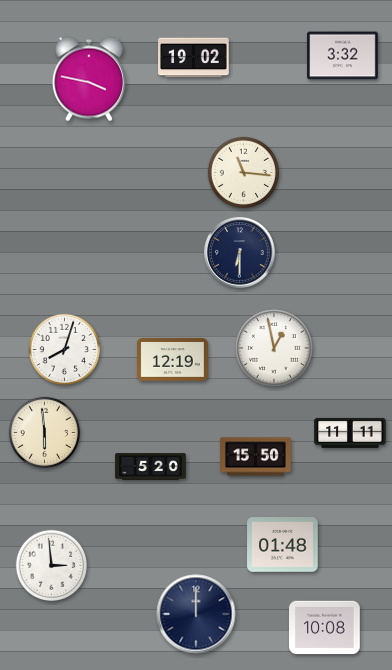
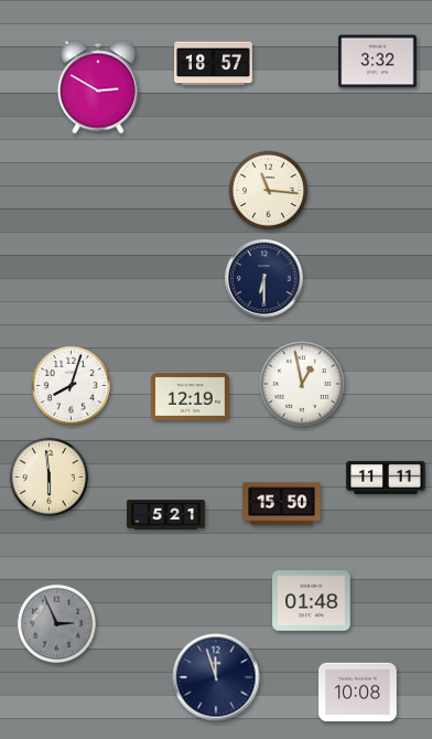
clock at (194, 58): 19:02 -> 18:57
clock at (89, 79): 3:47 -> 2:50
clock at (151, 467): 5:20 -> 5:21
clock at (51, 565): 2:59 -> 2:56
clock at (51, 565) dial: white -> grey
clock at (196, 614): 12:00 -> 11:57
